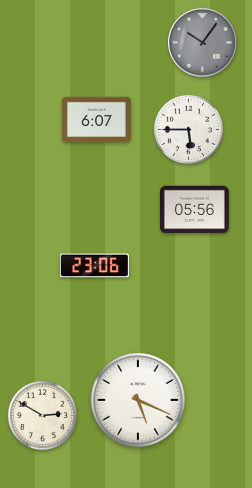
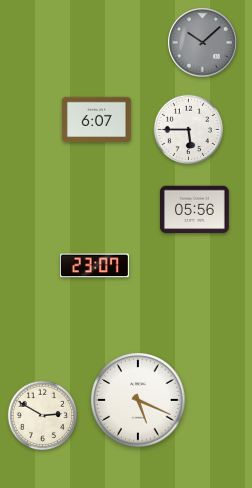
clock at (203, 43): 10:06 -> 10:08
clock at (94, 266): 23:06 -> 23:07
